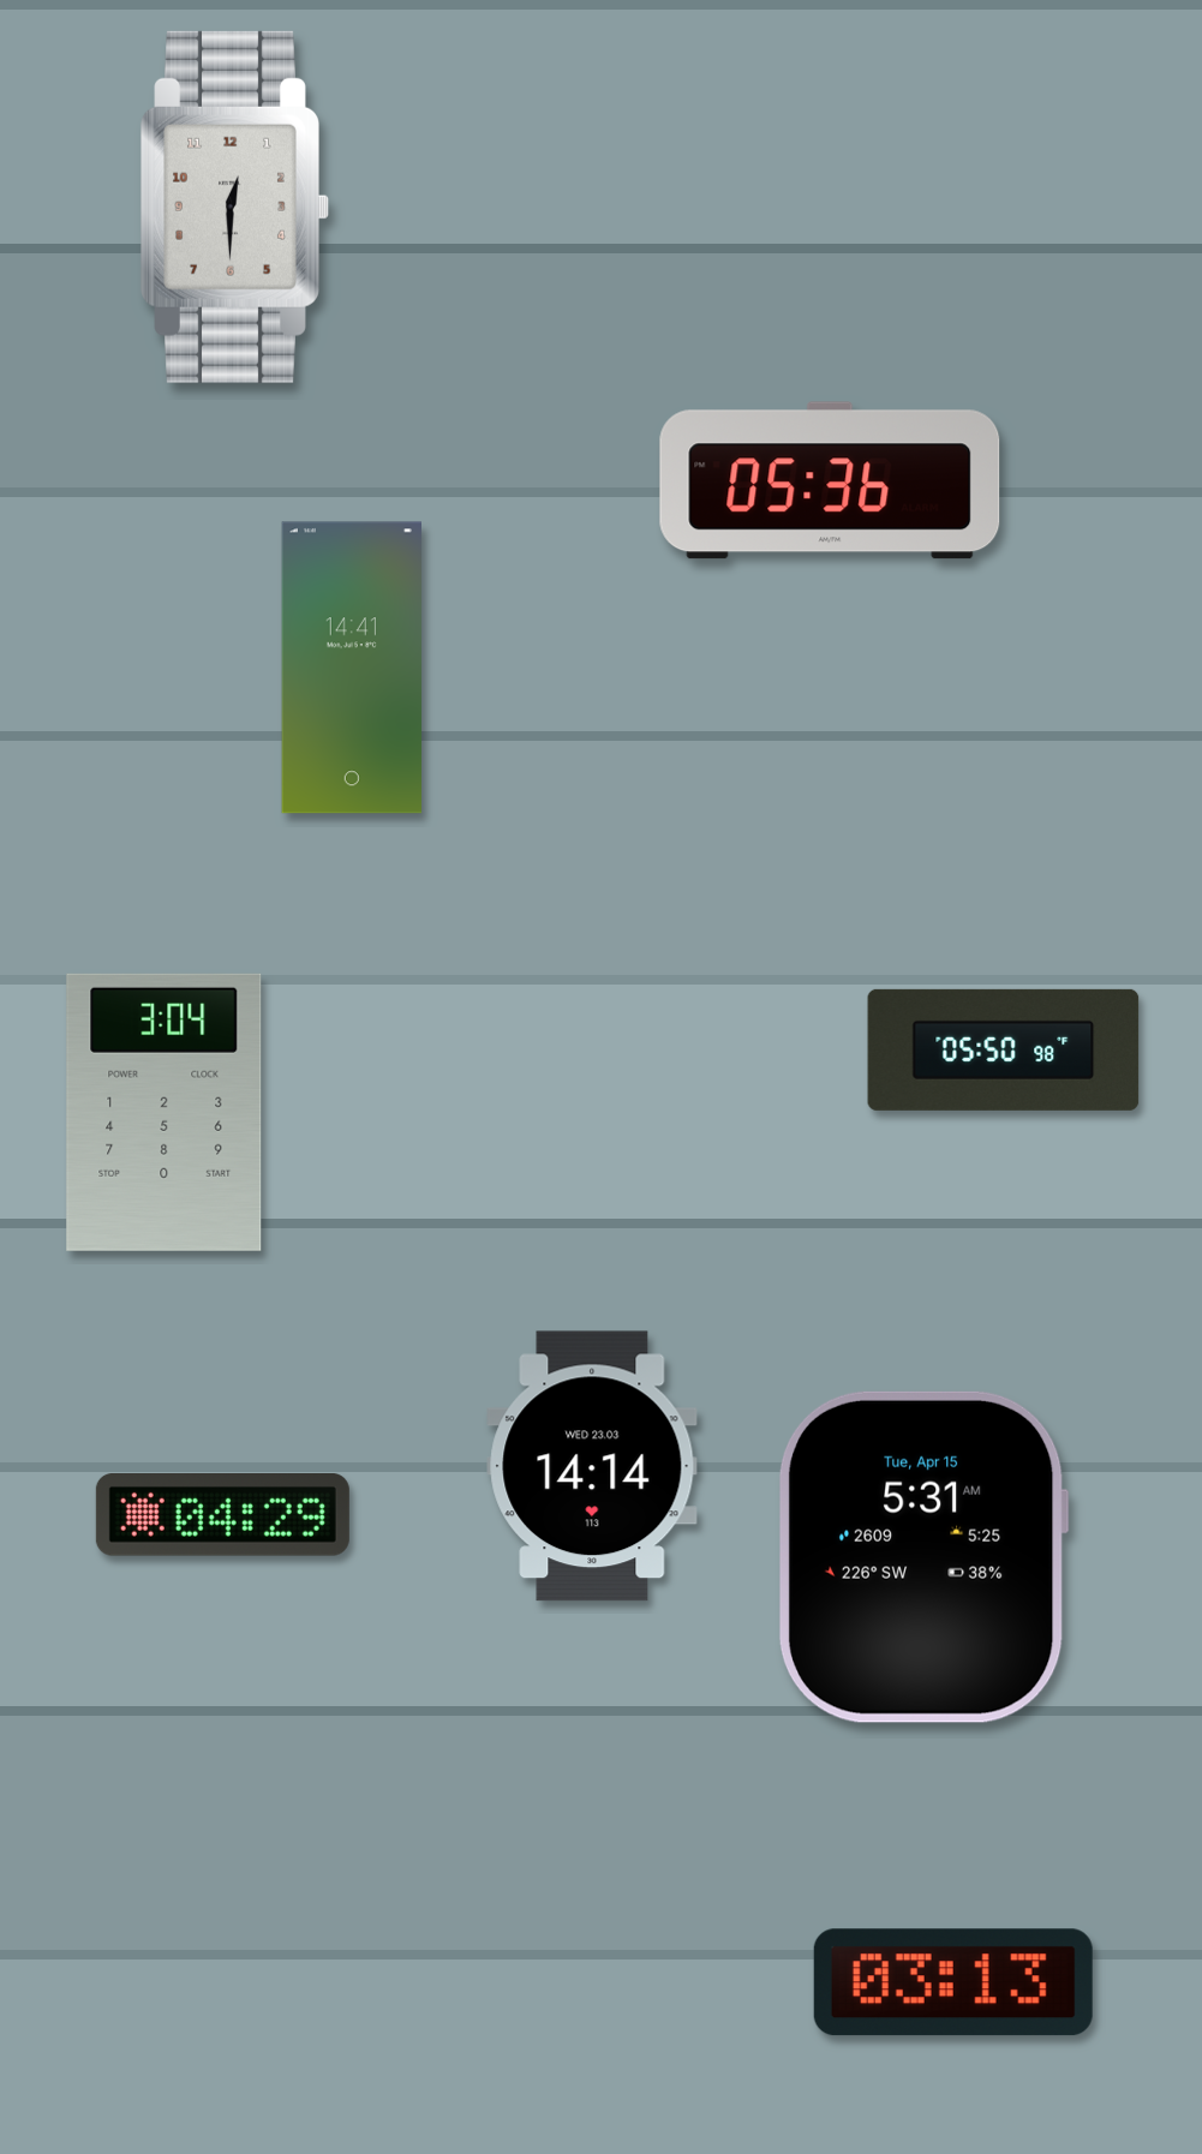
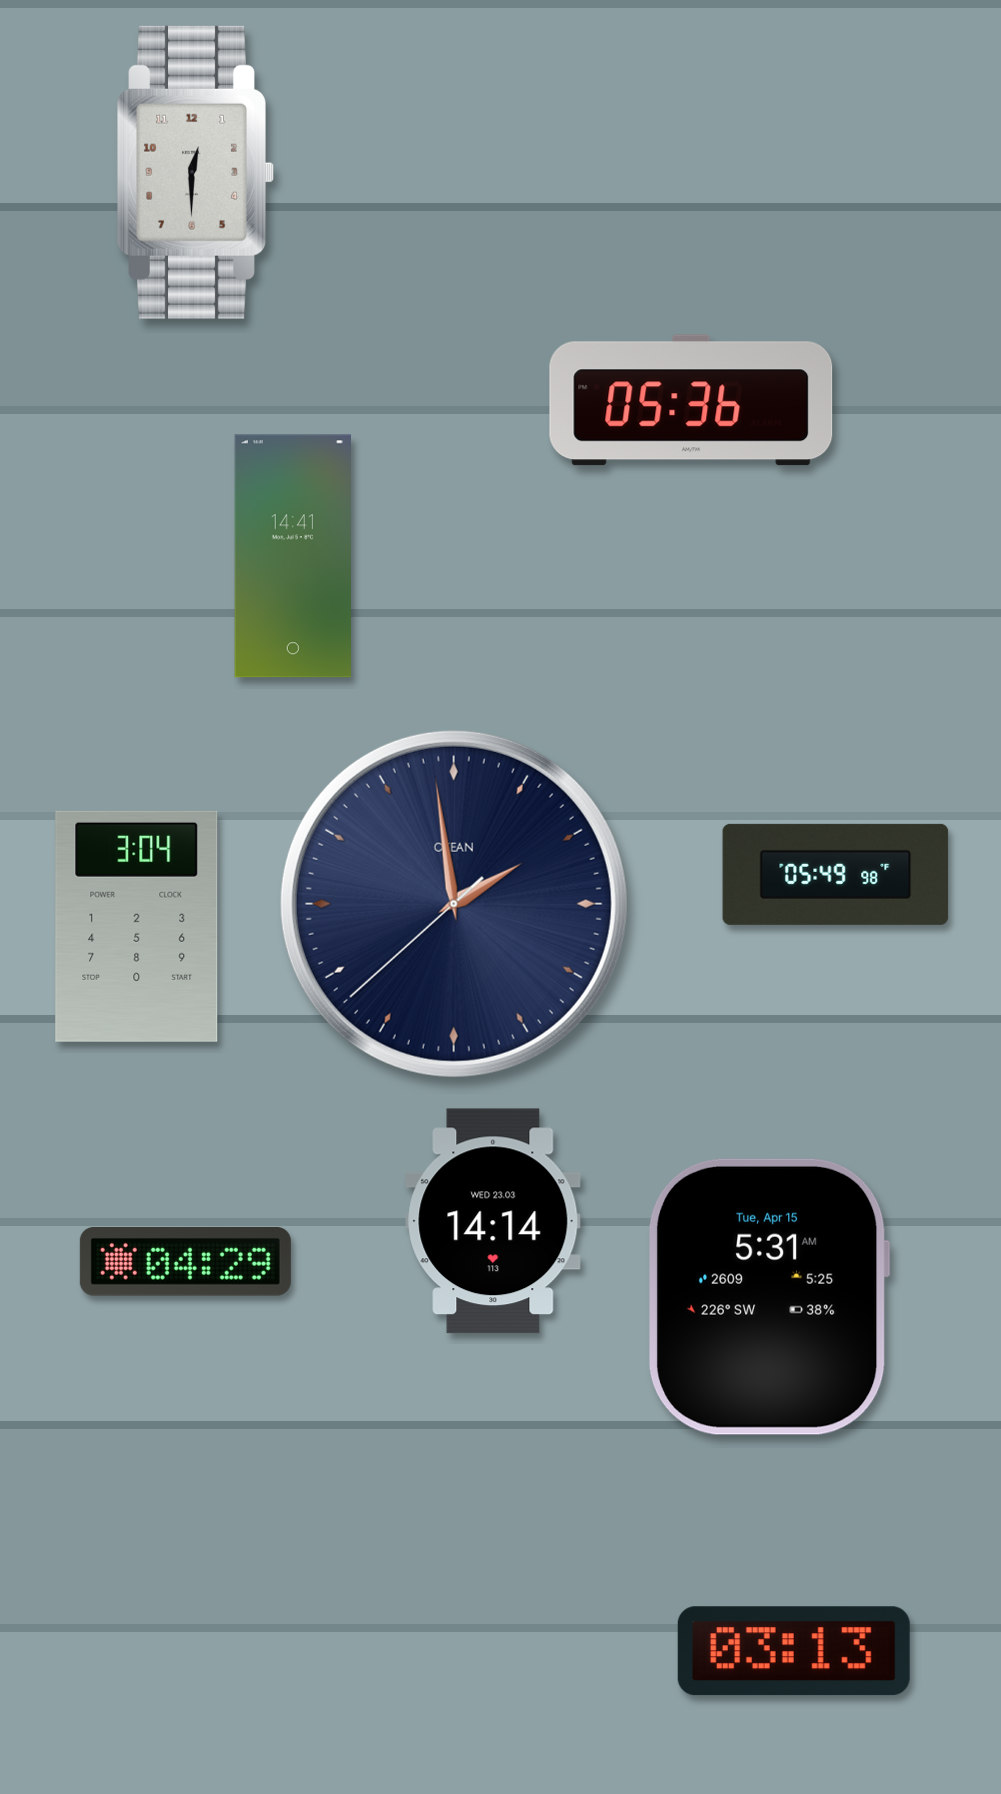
clock at (1004, 1049): 05:50 -> 05:49
clock at (454, 904): none -> 1:58
